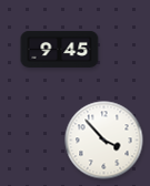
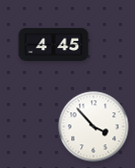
clock at (60, 49): 9:45 -> 4:45
